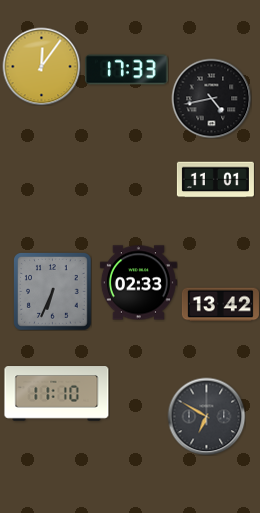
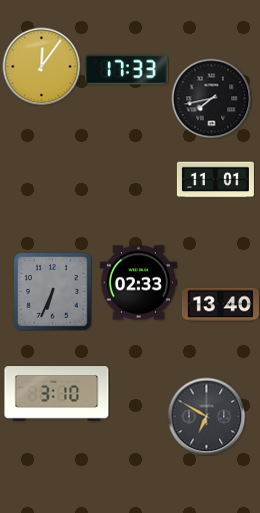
clock at (211, 98): 4:43 -> 7:43
clock at (220, 305): 13:42 -> 13:40
clock at (57, 394): 11:10 -> 3:10
